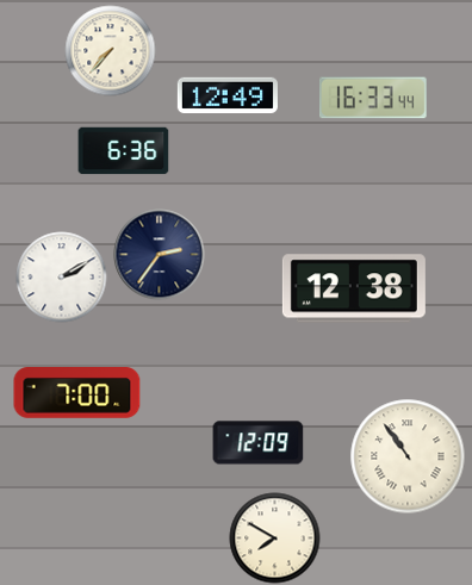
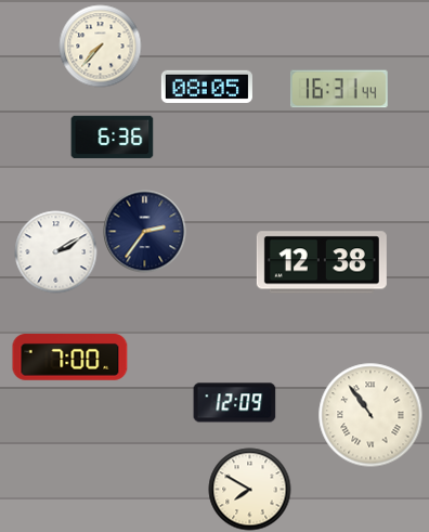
clock at (228, 94): 12:49 -> 08:05
clock at (374, 98): 16:33 -> 16:31
